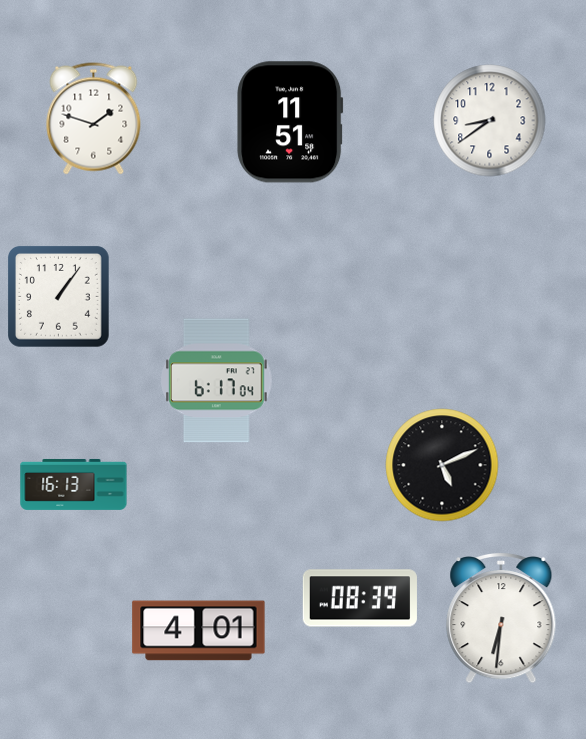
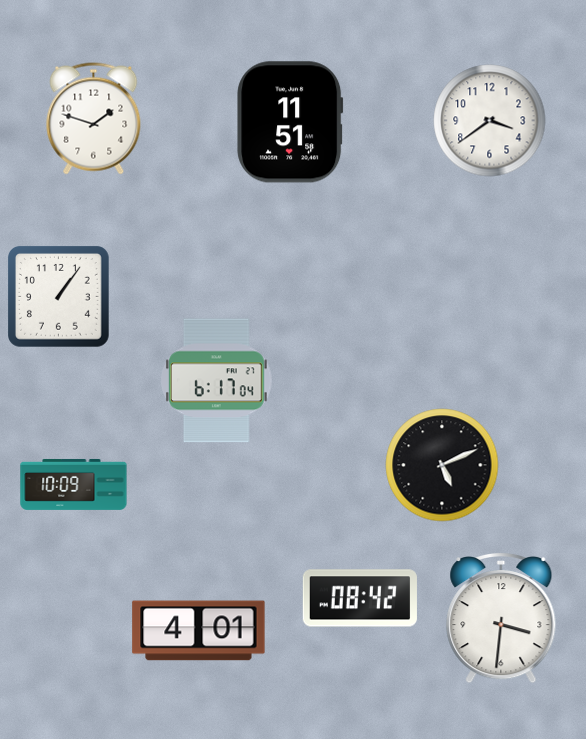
clock at (490, 121): 8:39 -> 3:39
clock at (74, 484): 16:13 -> 10:09
clock at (360, 598): 08:39 -> 08:42
clock at (501, 618): 6:31 -> 3:31
